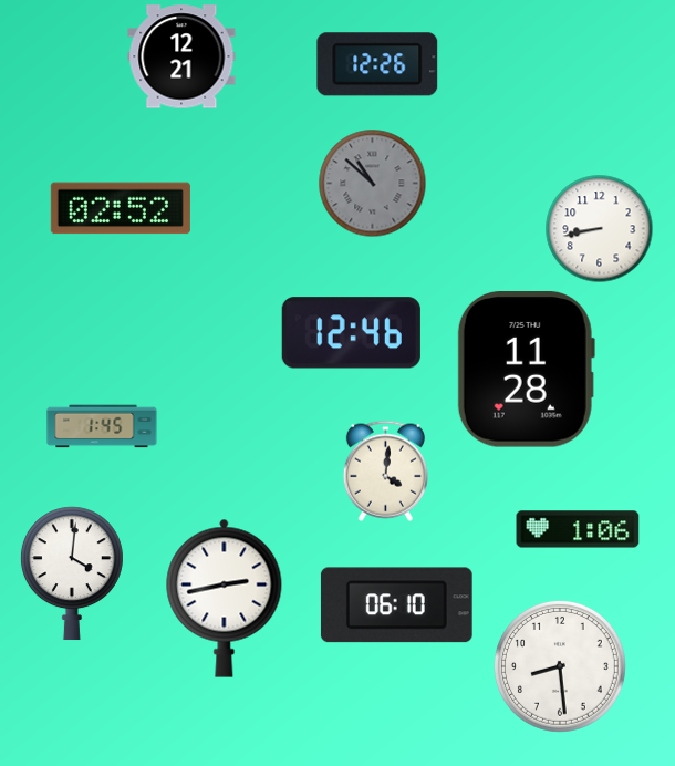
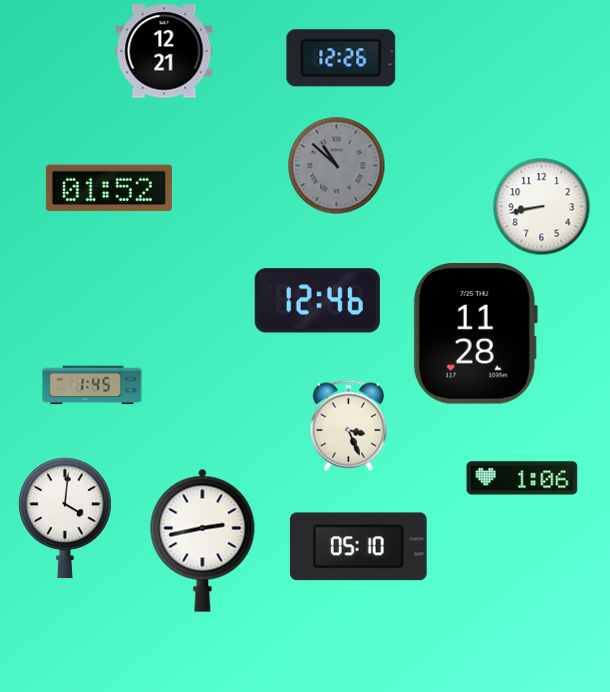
clock at (121, 208): 02:52 -> 01:52
clock at (385, 470): 4:01 -> 3:26
clock at (396, 605): 06:10 -> 05:10
clock at (560, 666): 8:29 -> none
